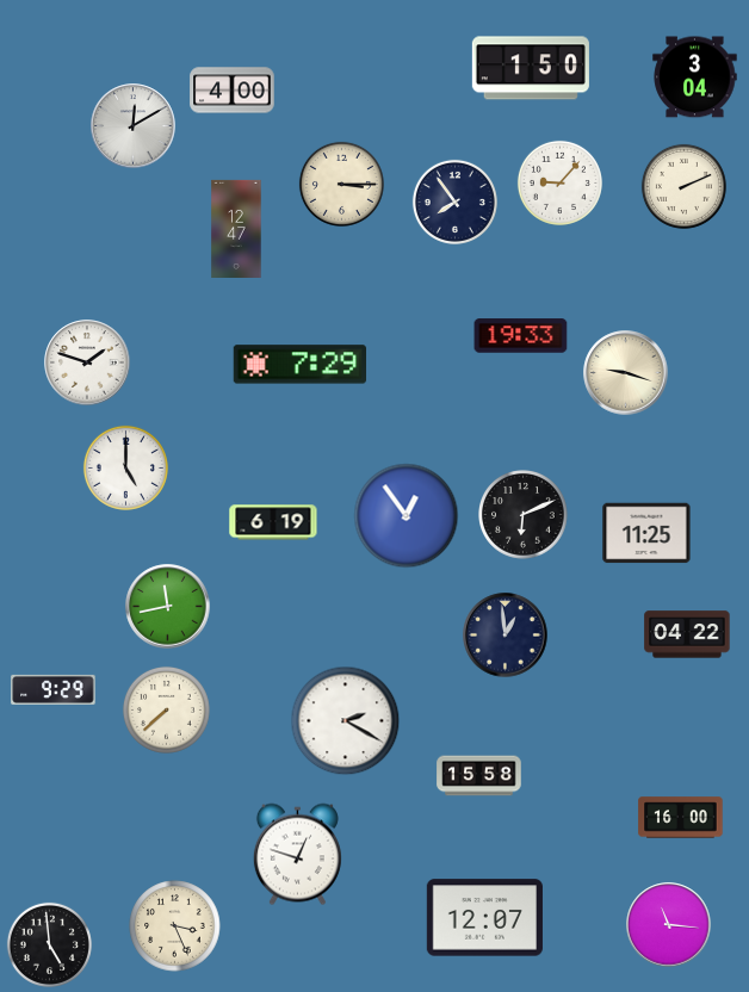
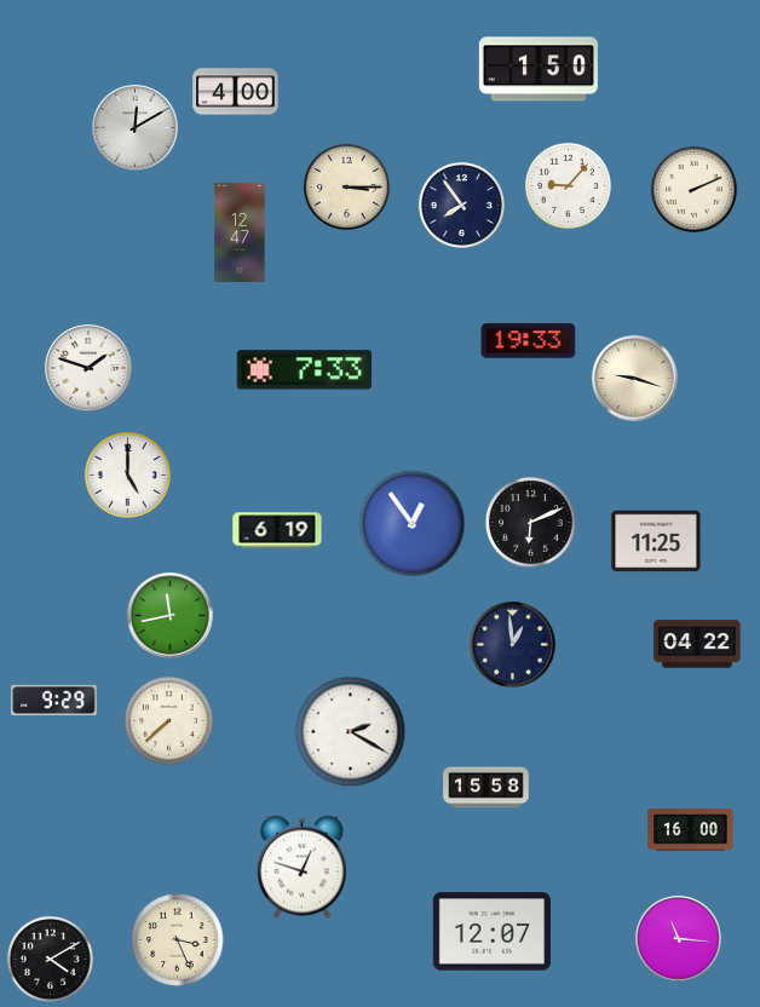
clock at (695, 77): 3:04 -> none
clock at (301, 365): 7:29 -> 7:33
clock at (49, 944): 4:59 -> 4:10
